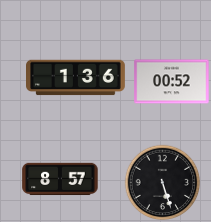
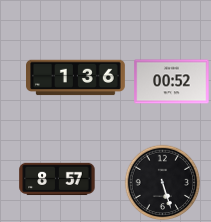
clock at (60, 179) position: (60, 179) -> (57, 179)
